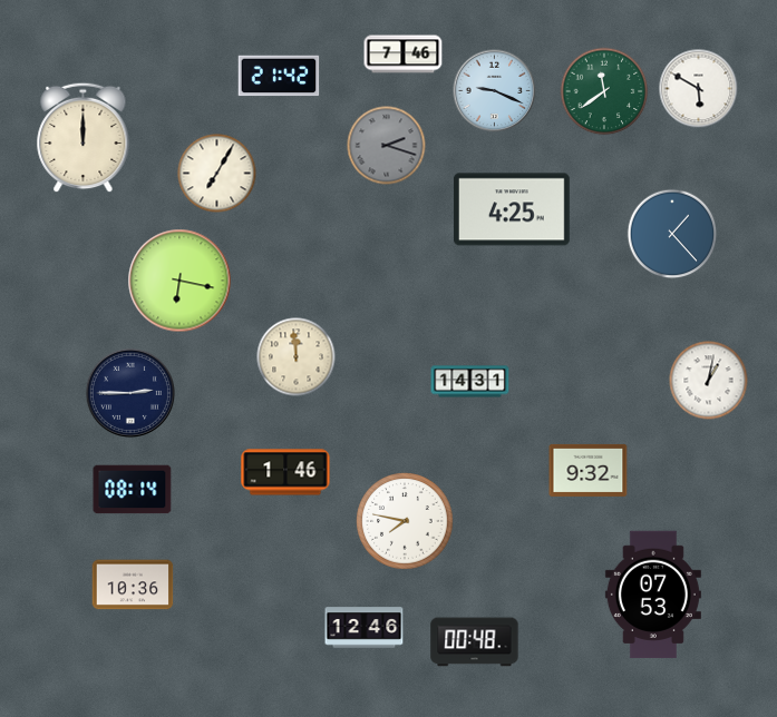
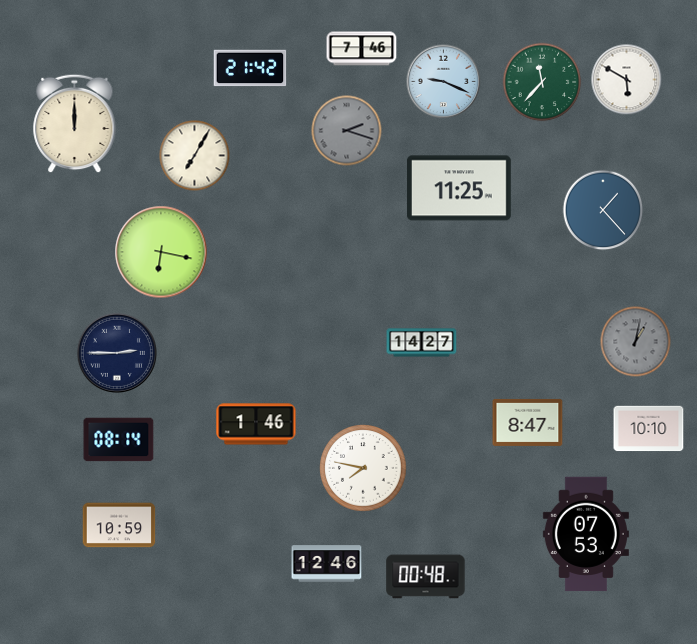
clock at (604, 91): 11:39 -> 11:37
clock at (512, 209): 4:25 -> 11:25
clock at (297, 357): 11:59 -> none
clock at (709, 381) dial: white -> grey
clock at (470, 382): 14:31 -> 14:27
clock at (589, 470): 9:32 -> 8:47
clock at (649, 429): none -> 10:10
clock at (133, 585): 10:36 -> 10:59
